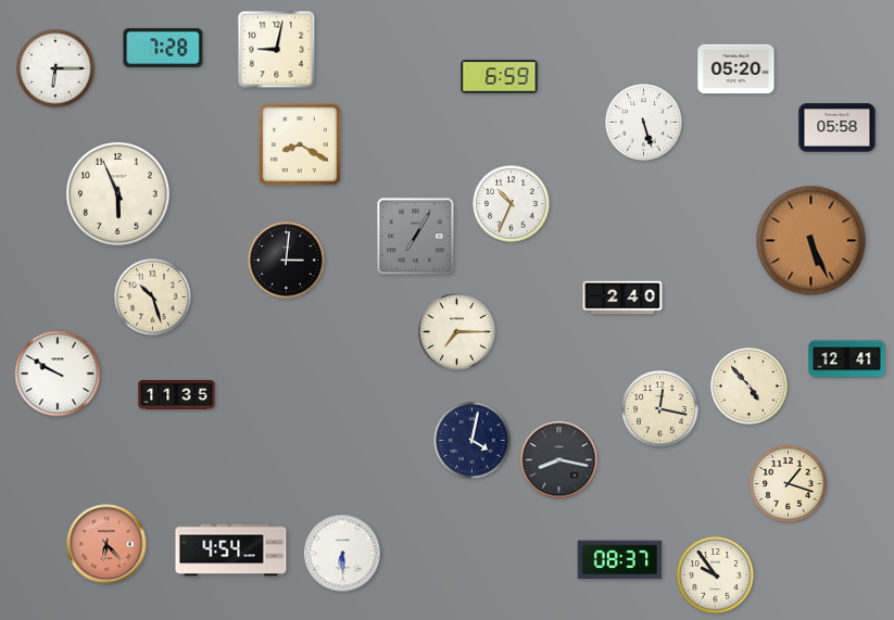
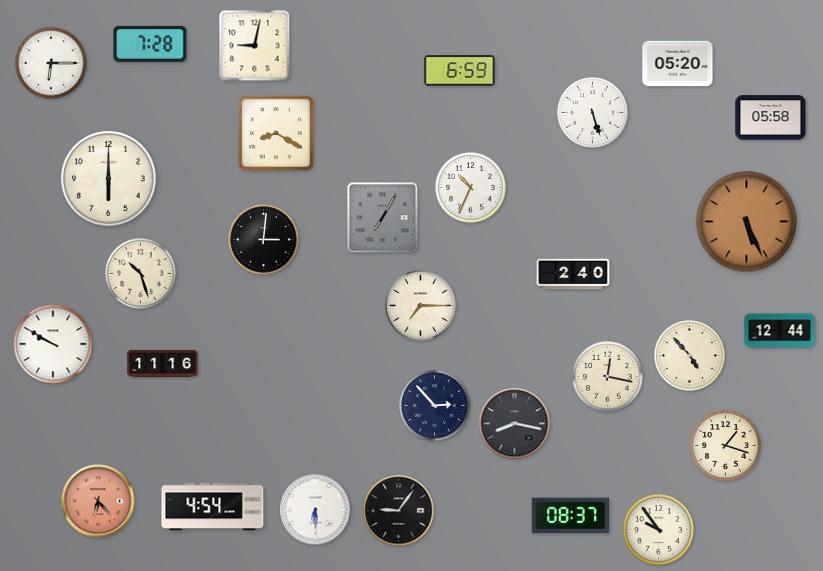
clock at (118, 194): 5:56 -> 6:00
clock at (847, 359): 12:41 -> 12:44
clock at (177, 394): 11:35 -> 11:16
clock at (473, 441): 4:02 -> 2:53
clock at (399, 511): none -> 9:06
